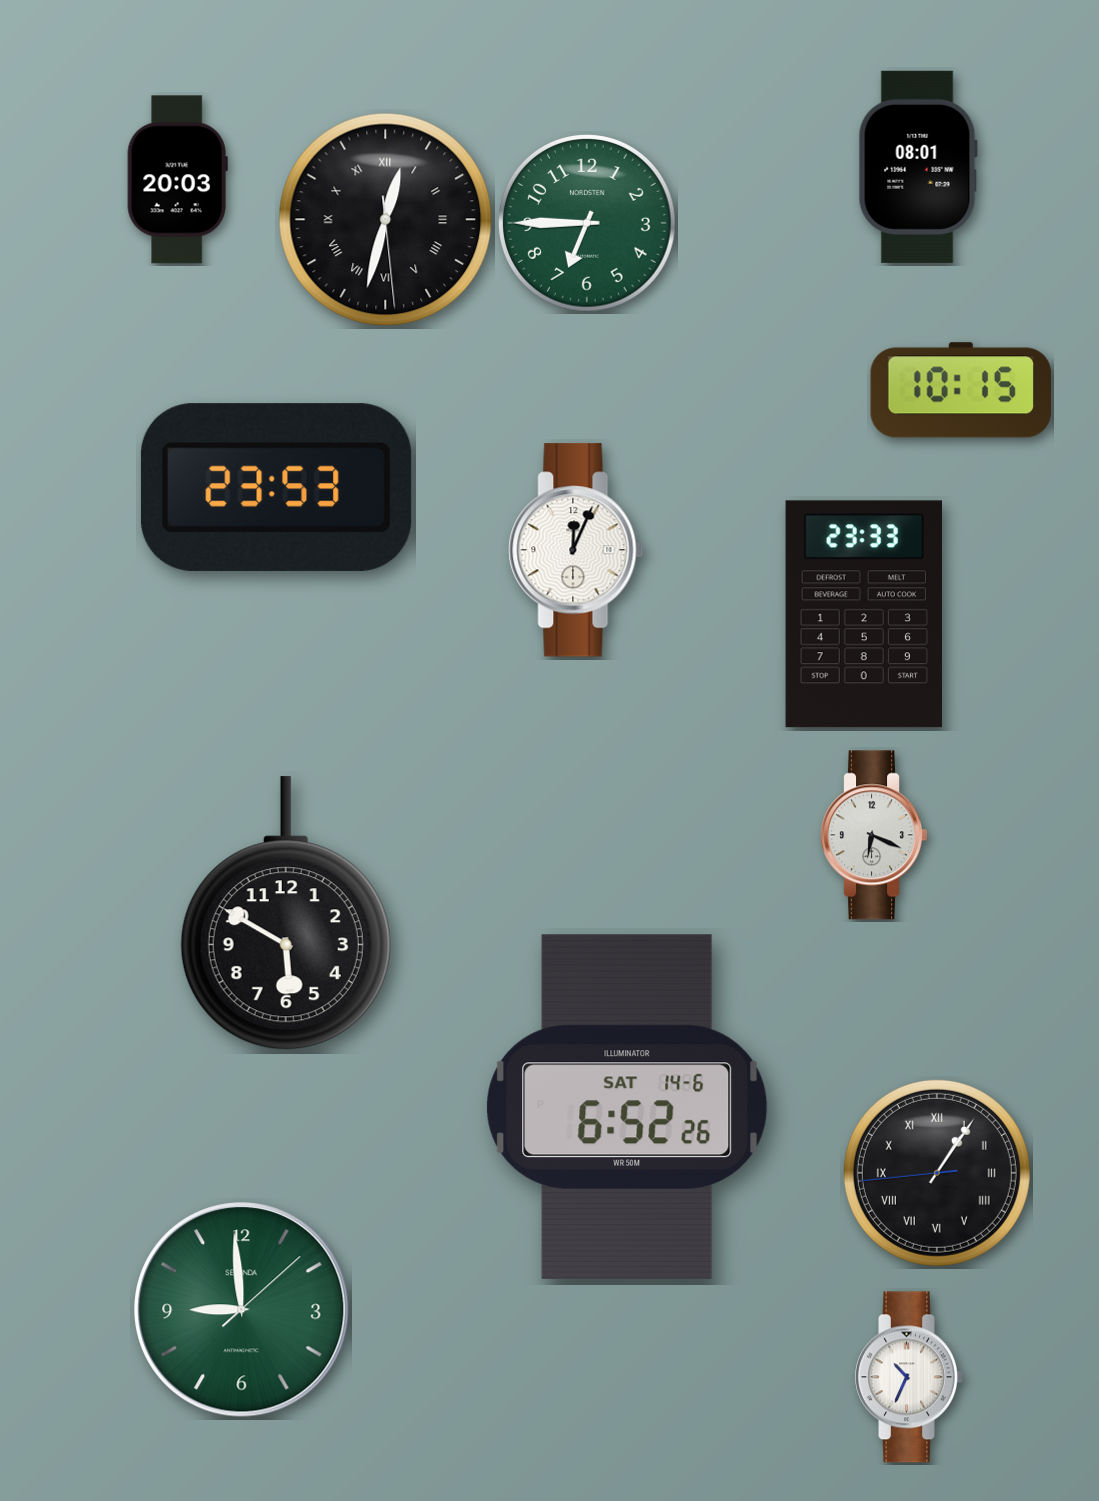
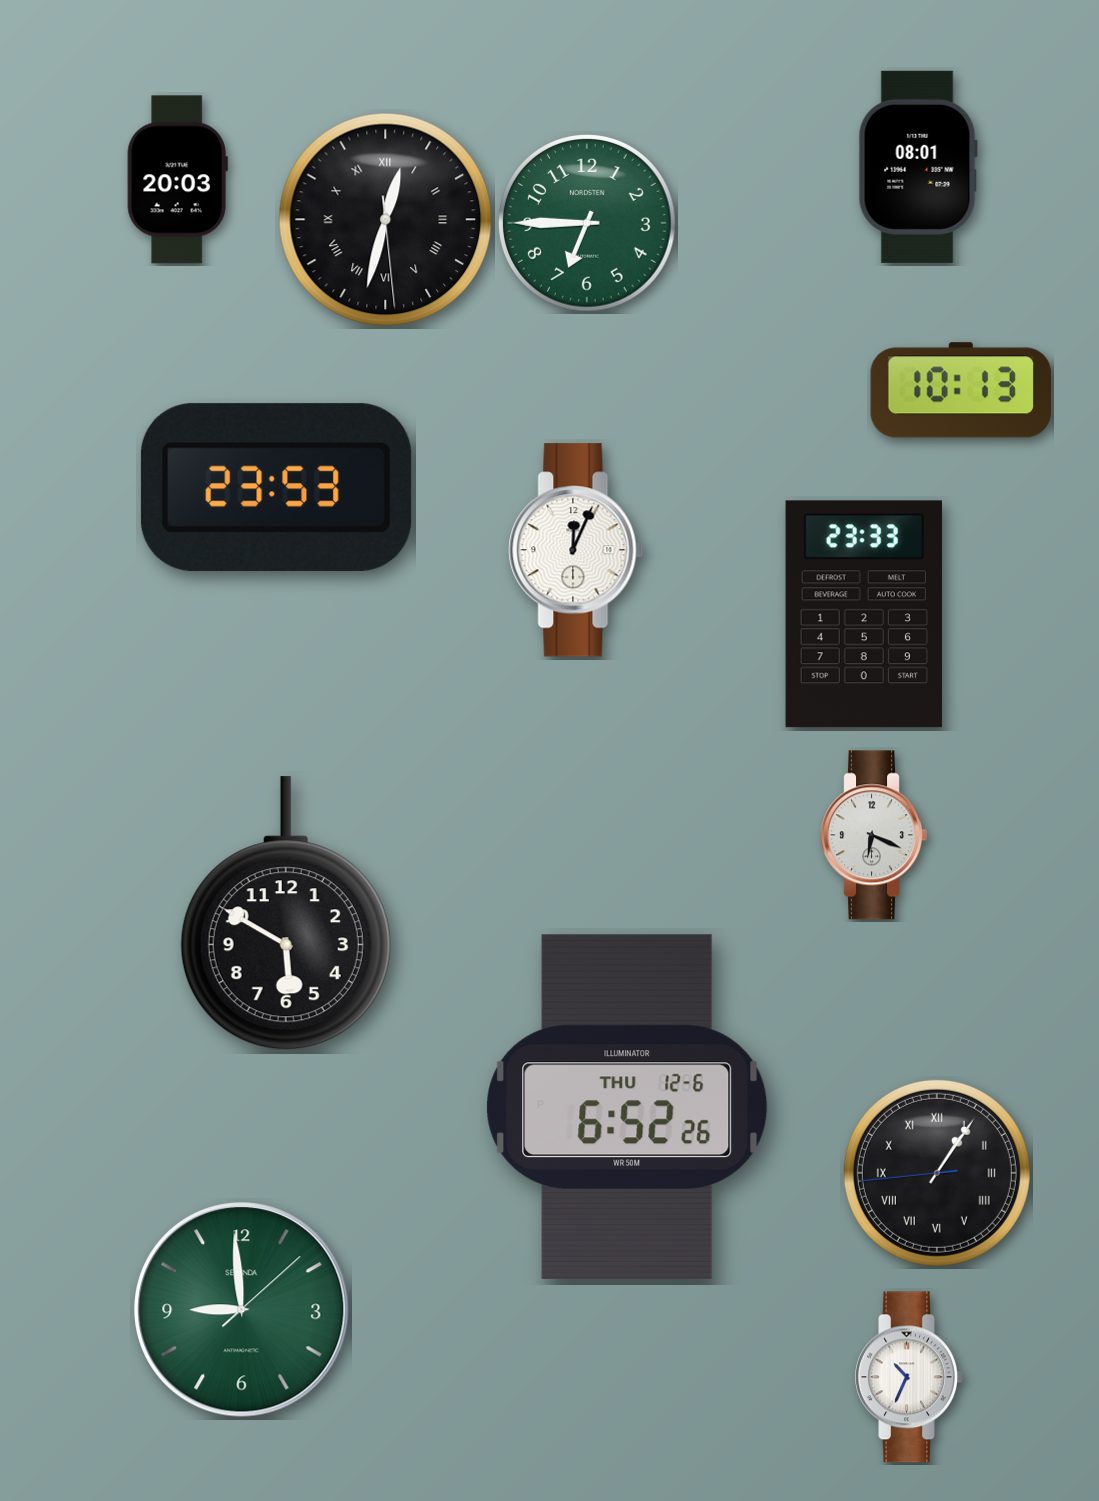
clock at (961, 390): 10:15 -> 10:13
clock at (627, 1107) date: SAT 14-6 -> THU 12-6
